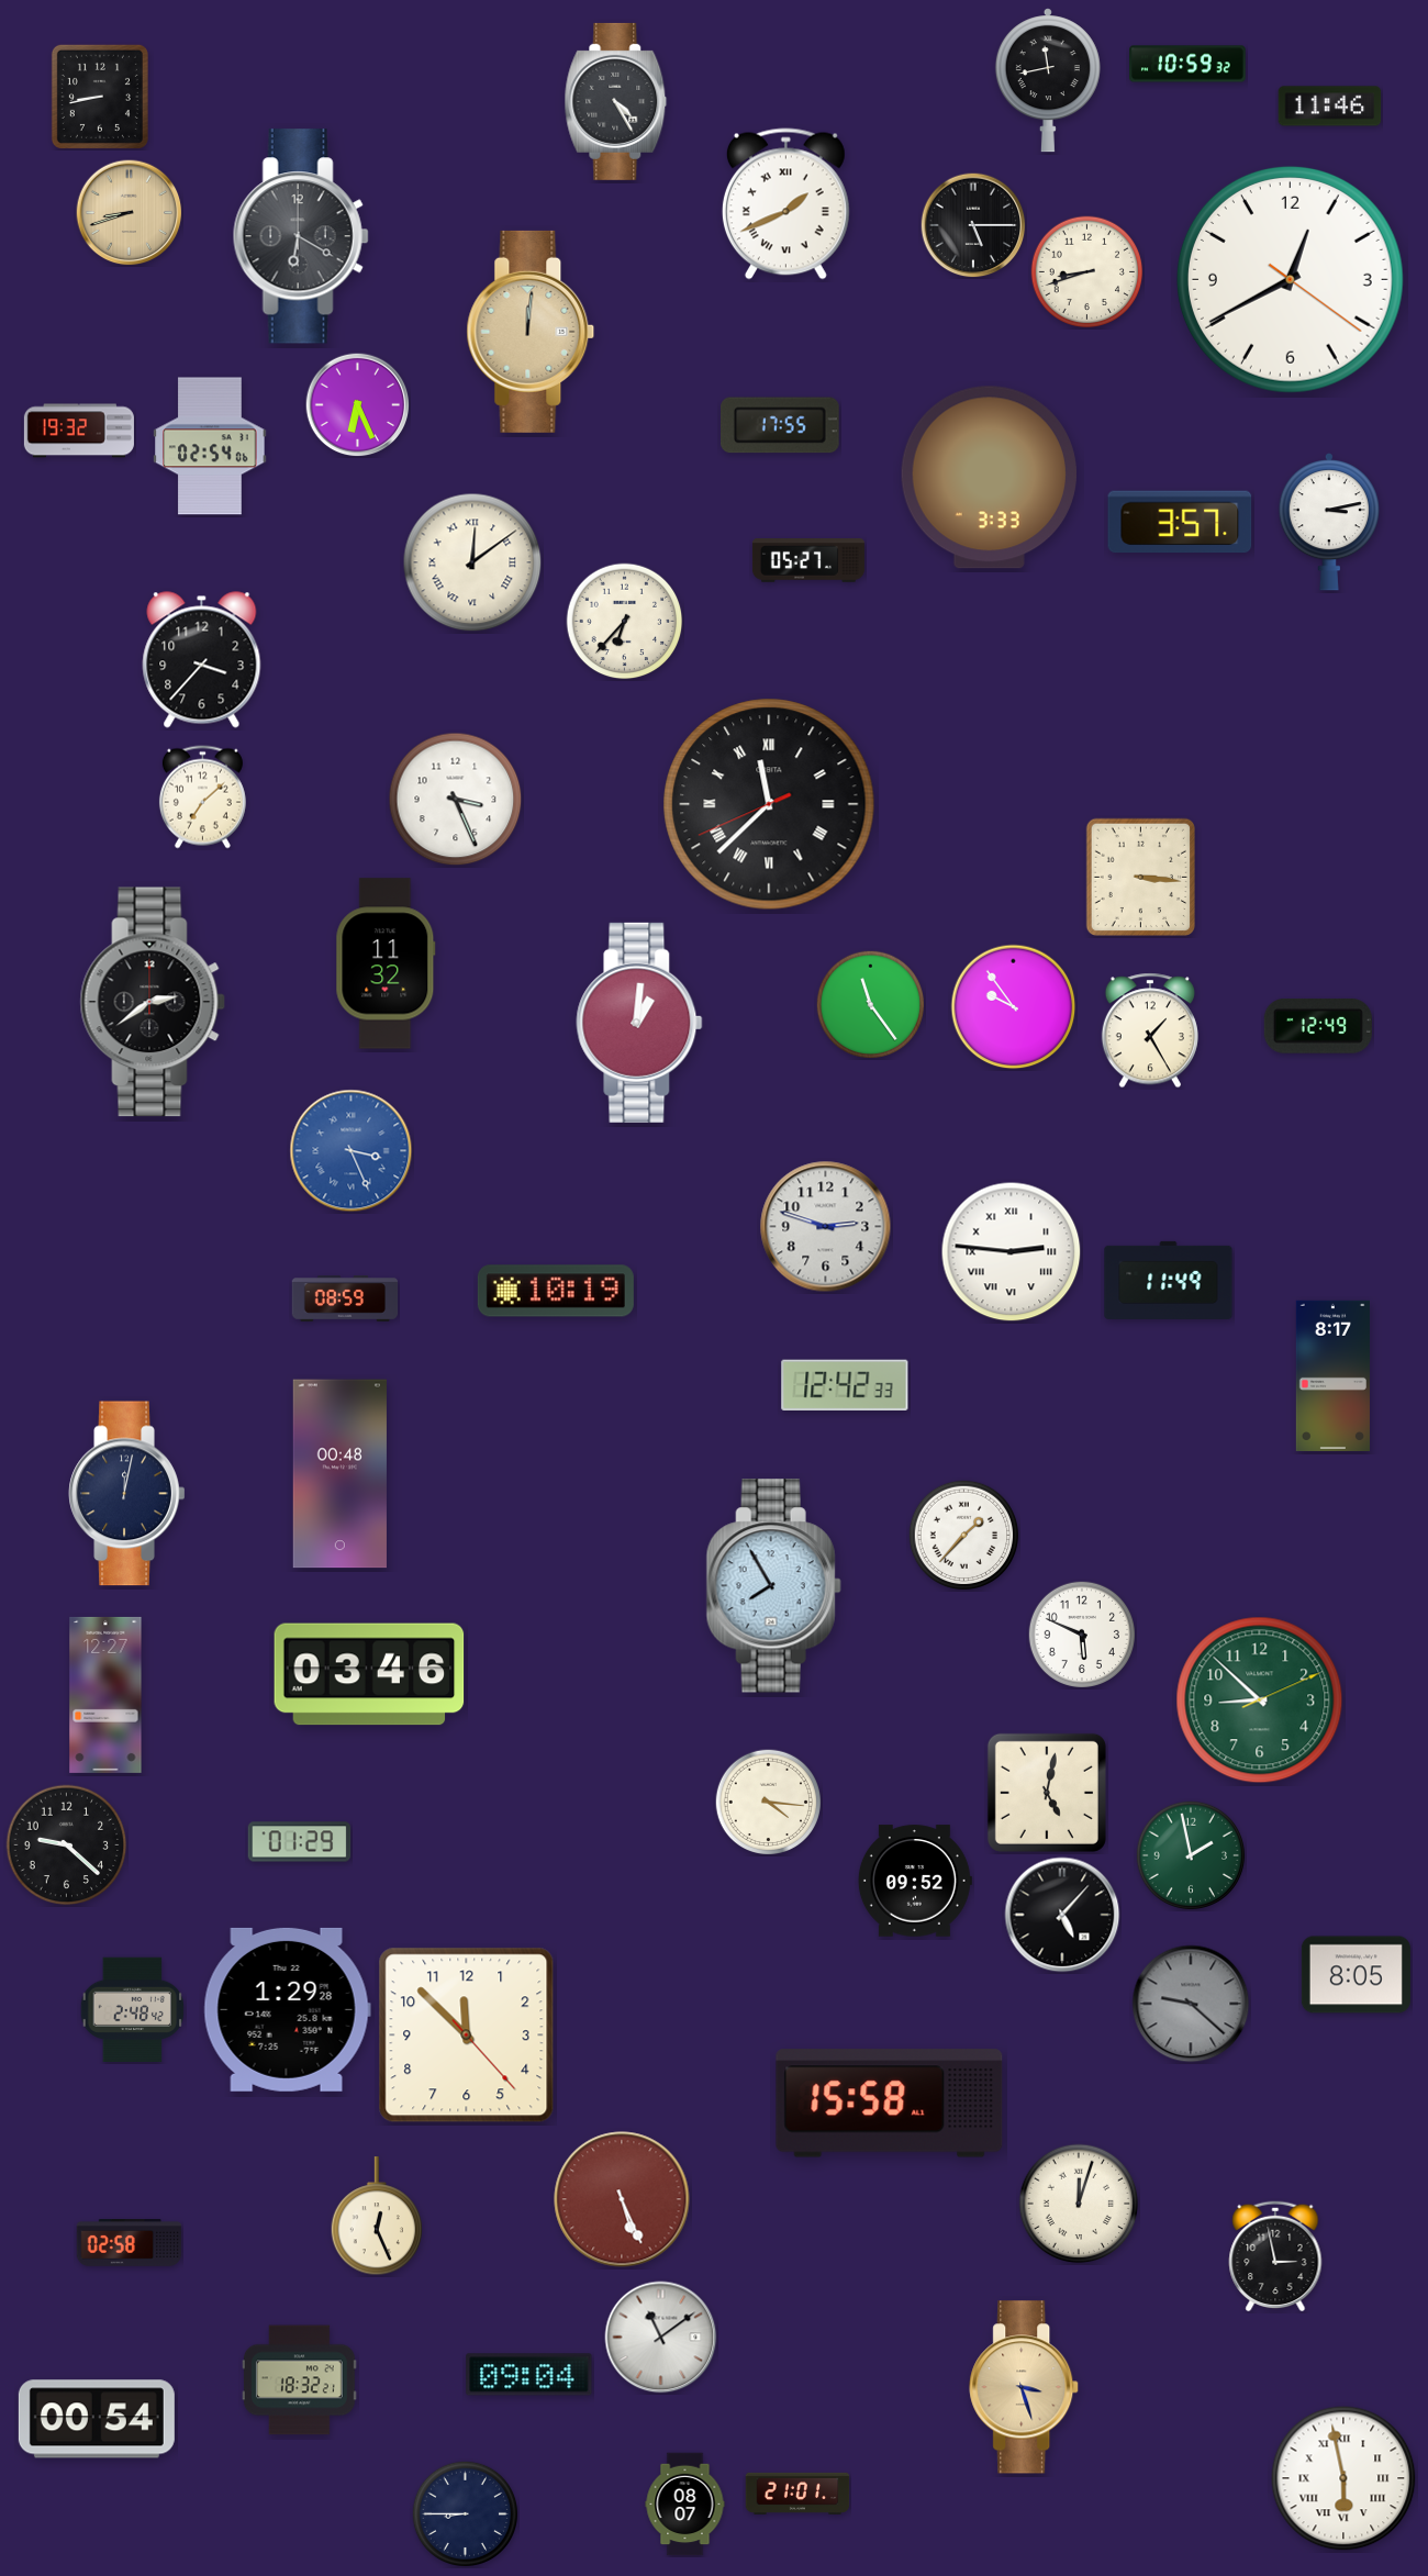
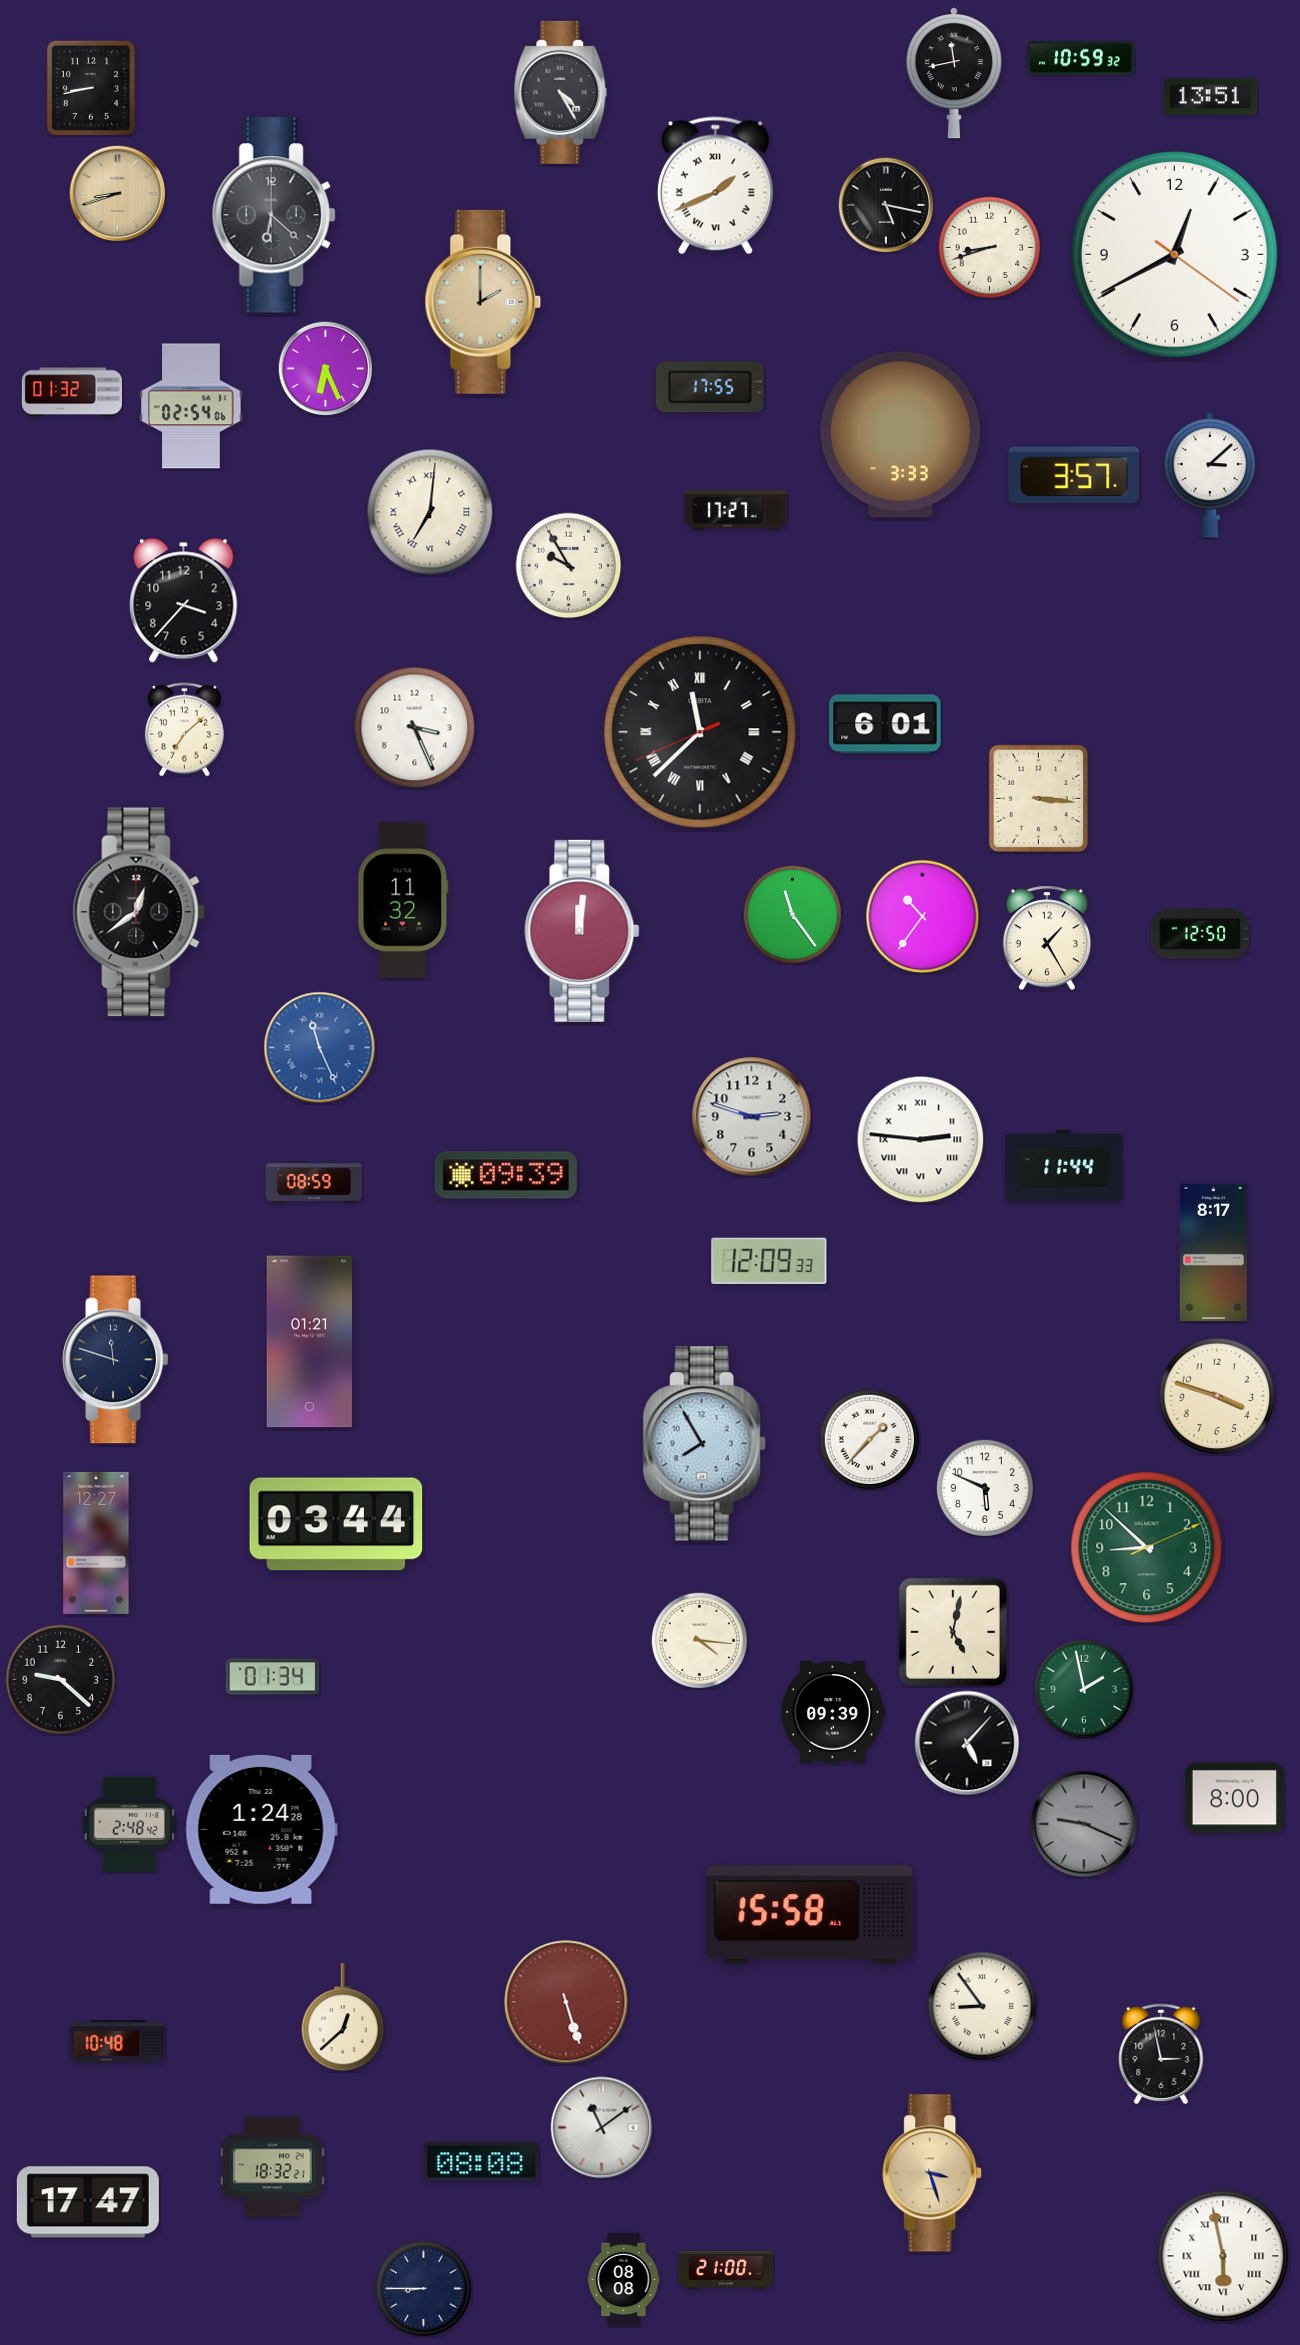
clock at (1330, 107): 11:46 -> 13:51
clock at (973, 225): 5:15 -> 5:17
clock at (301, 236): 6:20 -> 6:22
clock at (531, 332): 12:01 -> 2:00
clock at (79, 431): 19:32 -> 01:32
clock at (1328, 522): 3:13 -> 3:08
clock at (808, 560): 05:27 -> 17:27
clock at (472, 562): 12:09 -> 7:01
clock at (625, 622): 6:37 -> 9:55
clock at (885, 724): none -> 6:01
clock at (202, 798) position: (202, 798) -> (184, 730)
clock at (386, 963) position: (386, 963) -> (403, 900)
clock at (153, 1002): 2:39 -> 12:39
clock at (1014, 1007): 9:54 -> 10:36
clock at (639, 1023): 1:01 -> 12:01
clock at (1318, 1026): 12:49 -> 12:50
clock at (352, 1151): 3:26 -> 11:26
clock at (1169, 1280): 11:49 -> 11:44
clock at (556, 1291): 10:19 -> 09:39
clock at (845, 1384): 12:42 -> 12:09
clock at (339, 1474): 00:48 -> 01:21
clock at (127, 1494): 12:02 -> 11:48
clock at (1217, 1396): none -> 3:48
clock at (964, 1536) position: (964, 1536) -> (870, 1440)
clock at (369, 1674): 03:46 -> 03:44
clock at (300, 1842): 01:29 -> 01:34
clock at (915, 1881): 09:52 -> 09:39
clock at (1356, 1975): 8:05 -> 8:00
clock at (1191, 2004): 9:22 -> 9:19
clock at (287, 2009): 1:29 -> 1:24
clock at (133, 2010) position: (133, 2010) -> (130, 1825)
clock at (467, 2036): 11:52 -> none
clock at (622, 2199): 5:26 -> 5:27
clock at (1079, 2204): 12:03 -> 8:54
clock at (377, 2217): 12:26 -> 12:38
clock at (130, 2243): 02:58 -> 10:48
clock at (529, 2375): 09:04 -> 08:08
clock at (97, 2419): 00:54 -> 17:47
clock at (797, 2494): 21:01 -> 21:00
clock at (685, 2505): 08:07 -> 08:08
